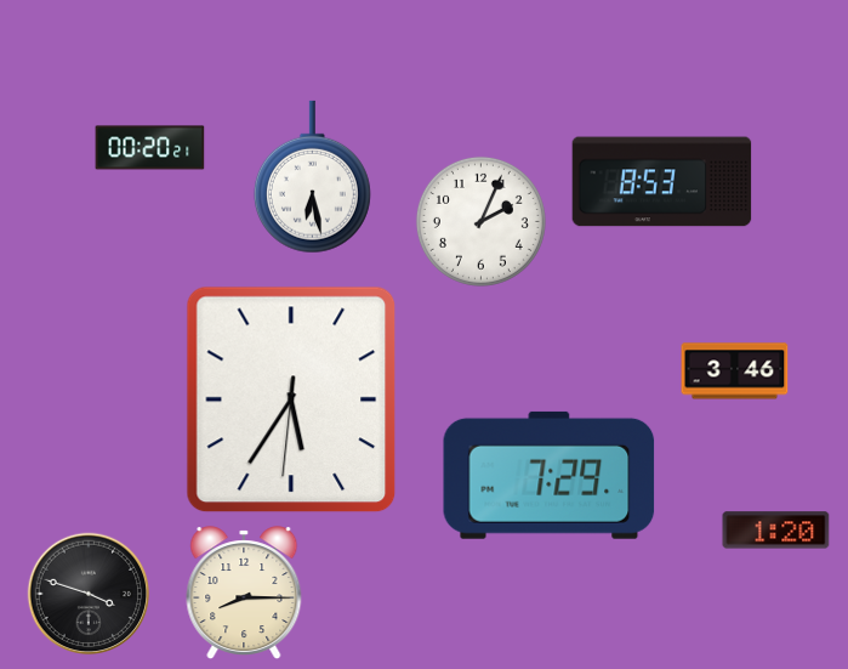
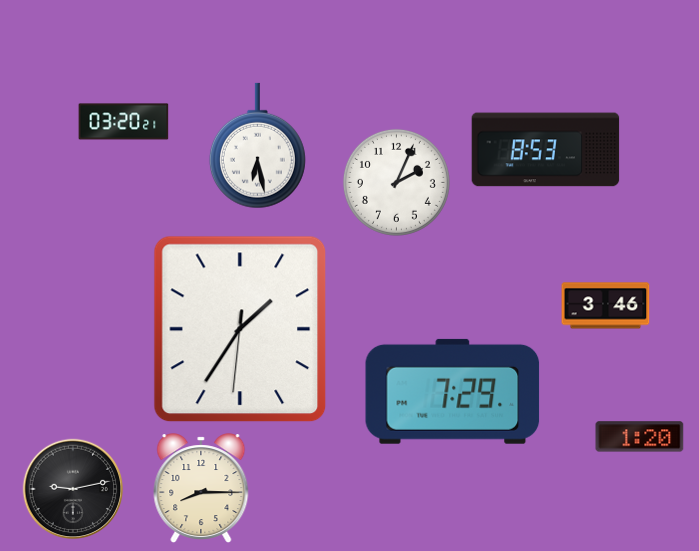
clock at (150, 148): 00:20 -> 03:20
clock at (291, 399): 5:35 -> 1:35
clock at (89, 594): 3:48 -> 9:13
